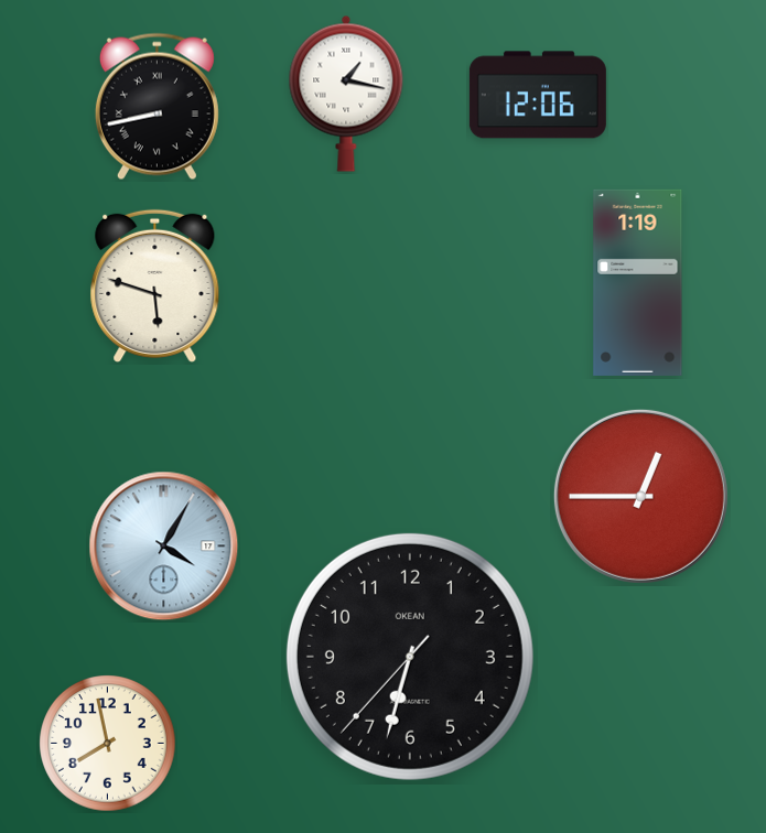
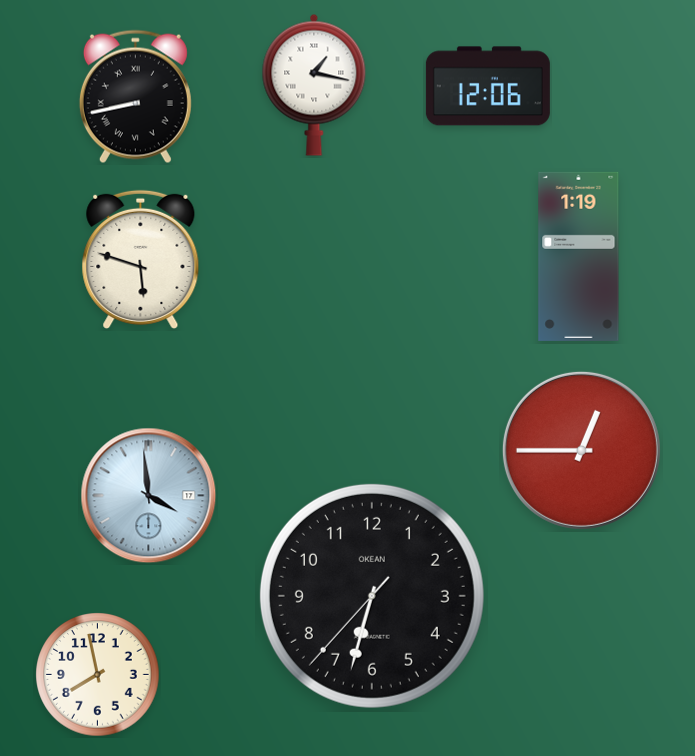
clock at (157, 107) position: (157, 107) -> (135, 97)
clock at (164, 547): 4:05 -> 3:59
